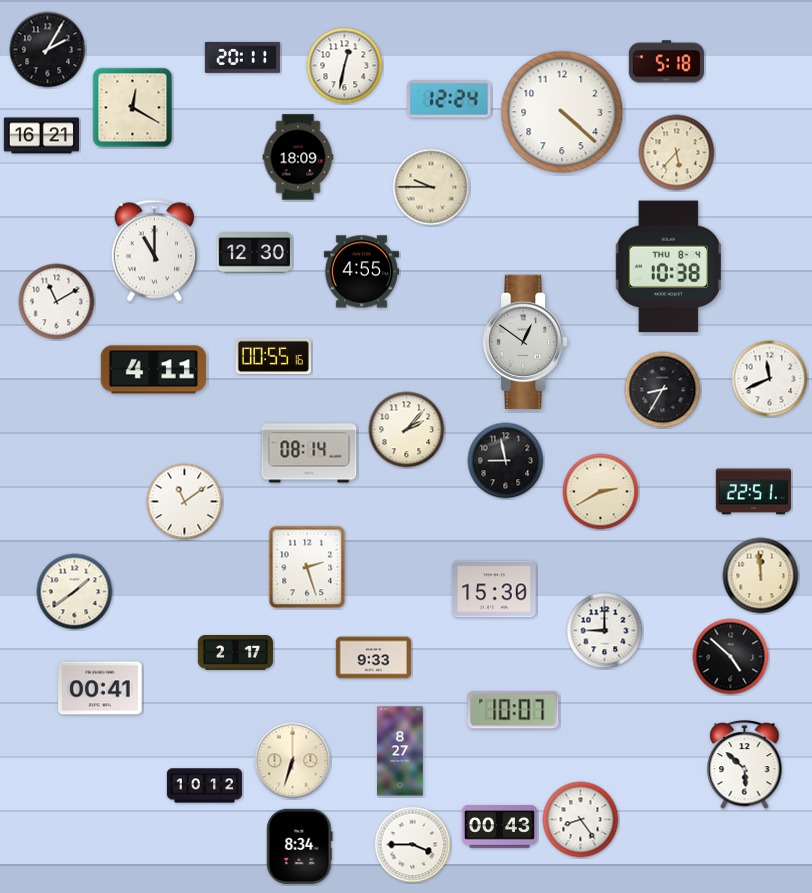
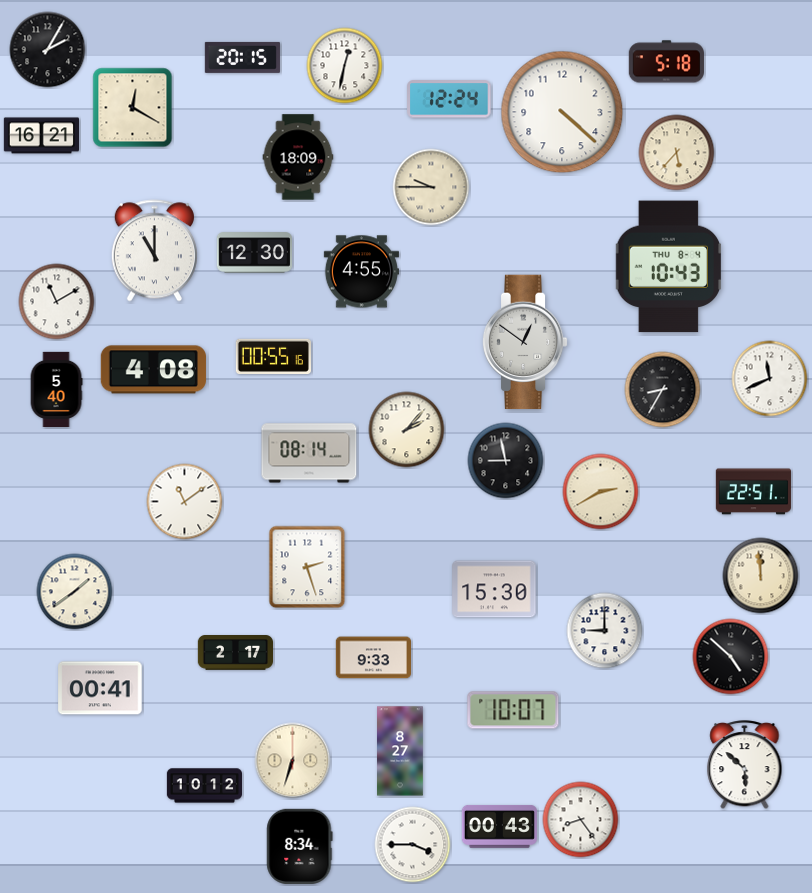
clock at (242, 57): 20:11 -> 20:15
clock at (668, 267): 10:38 -> 10:43
clock at (153, 370): 4:11 -> 4:08
clock at (56, 389): none -> 5:40
